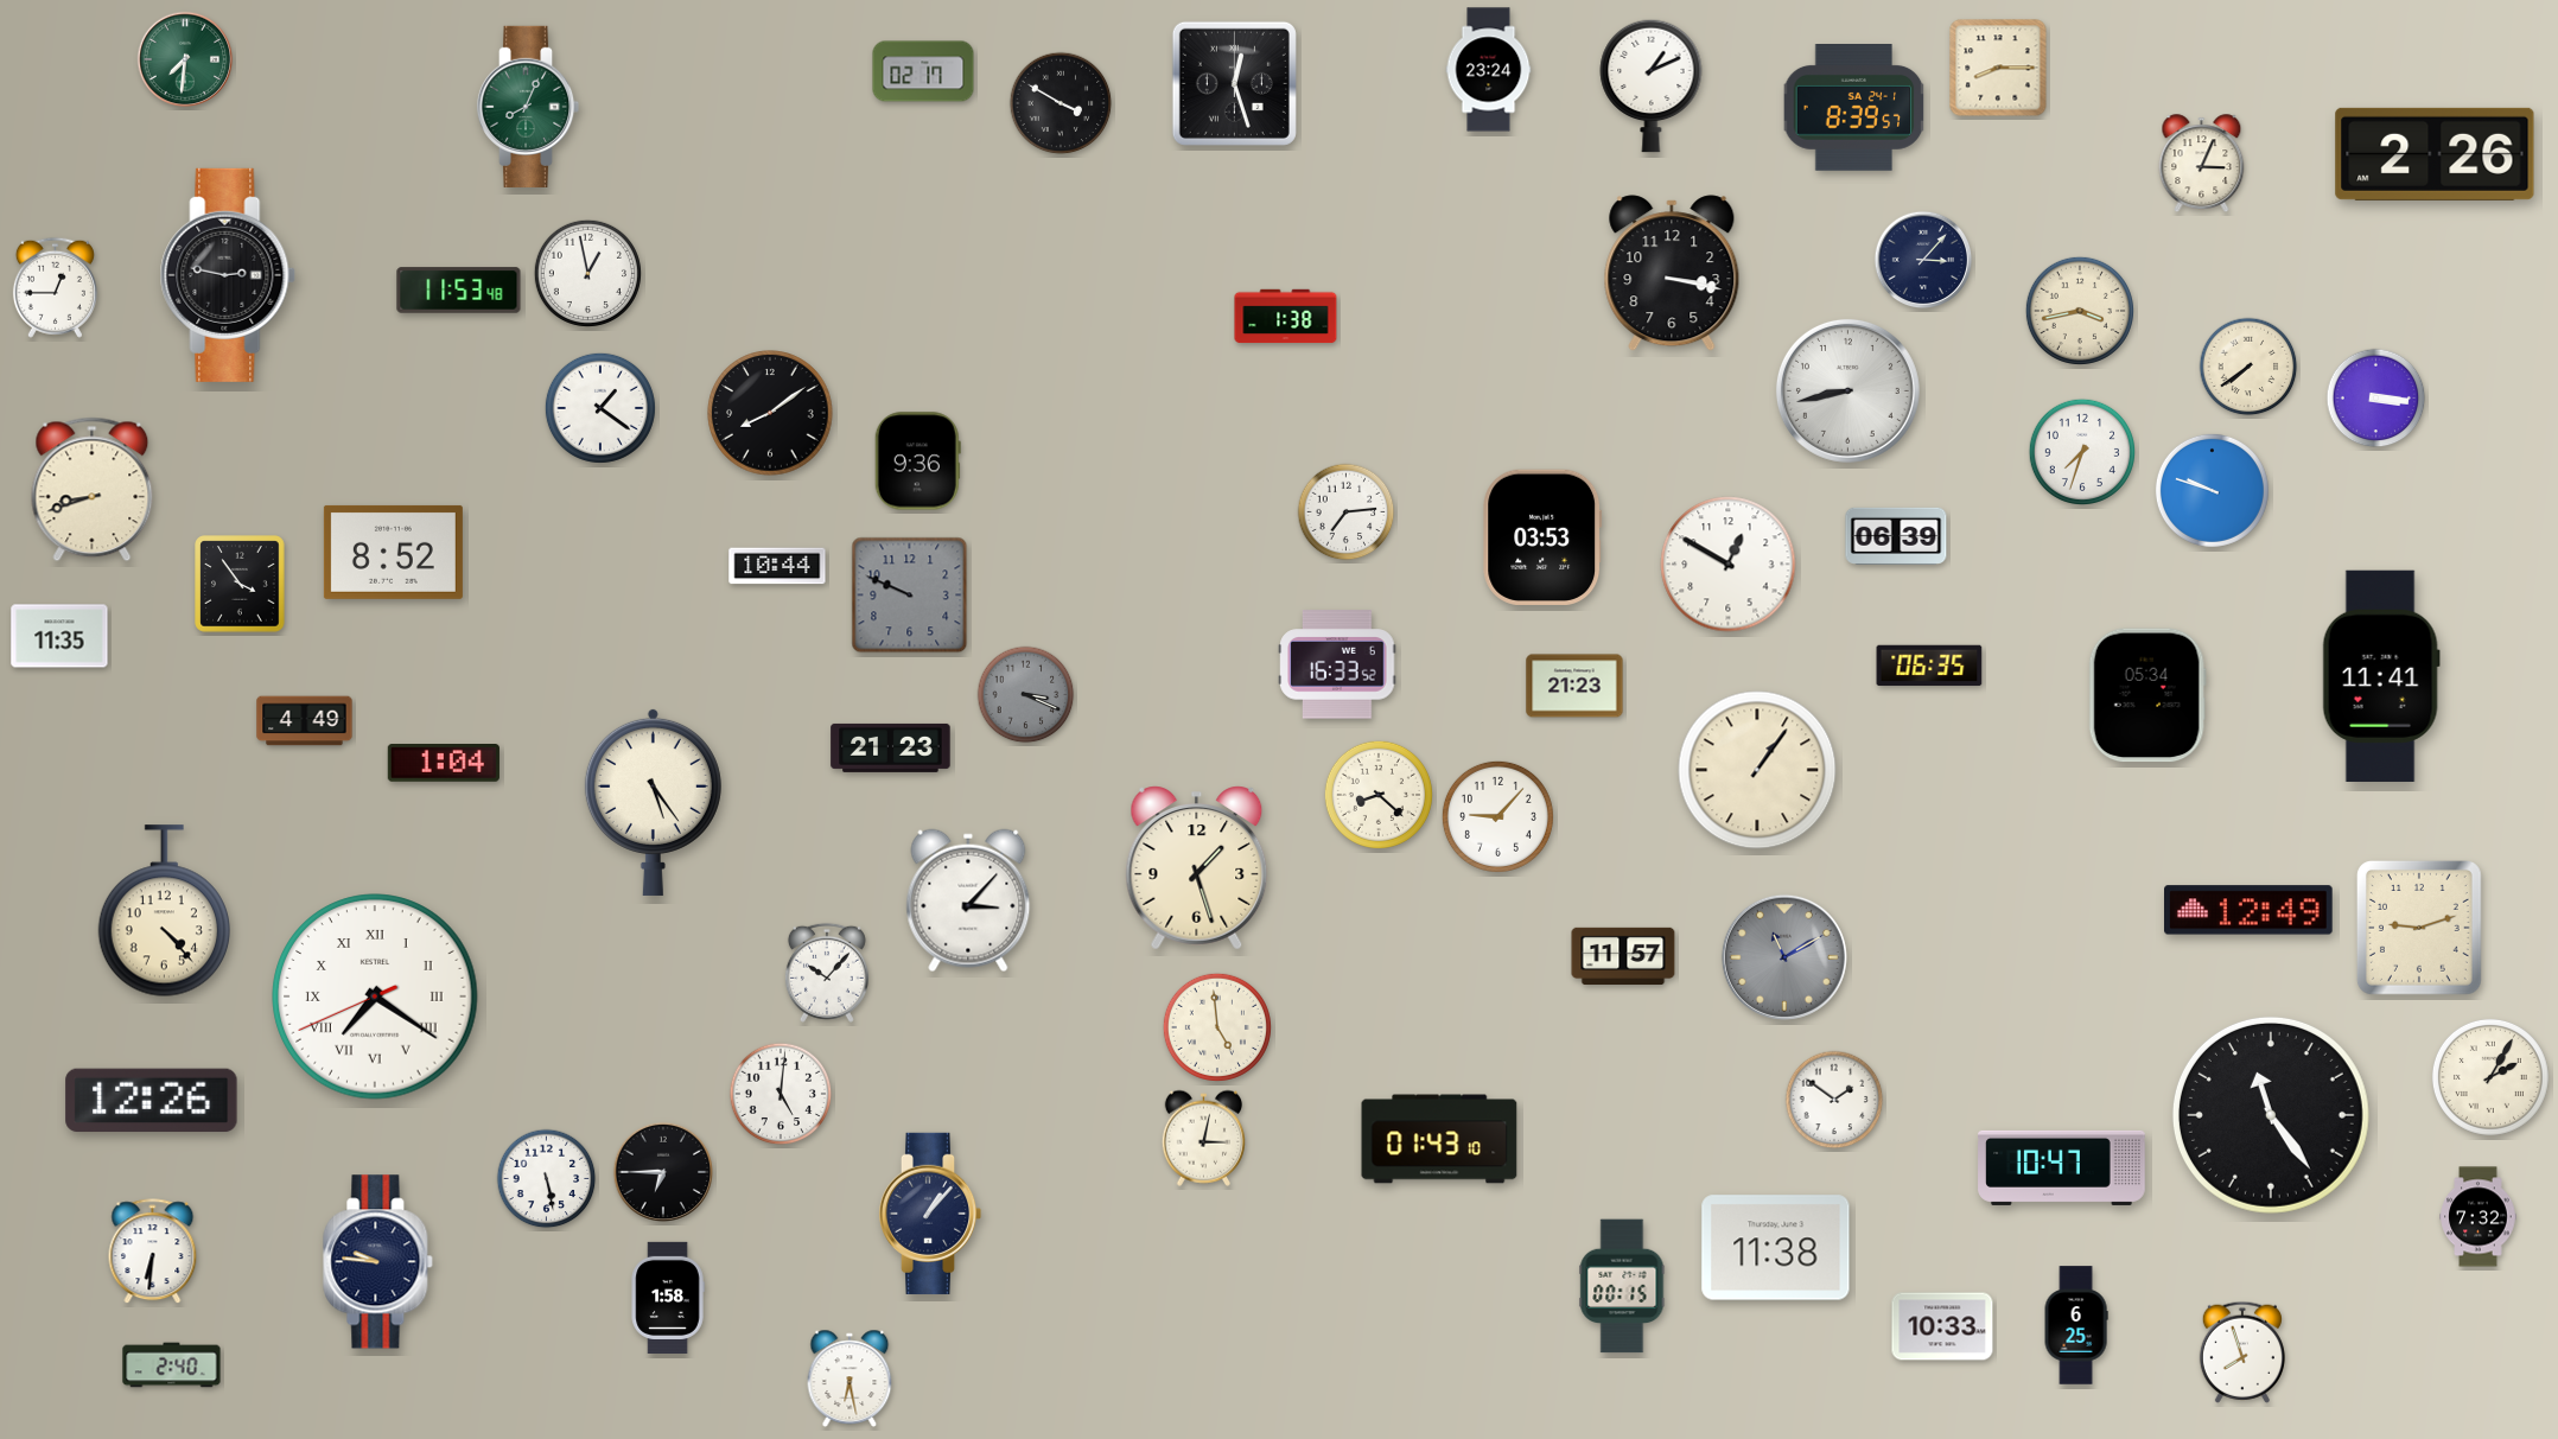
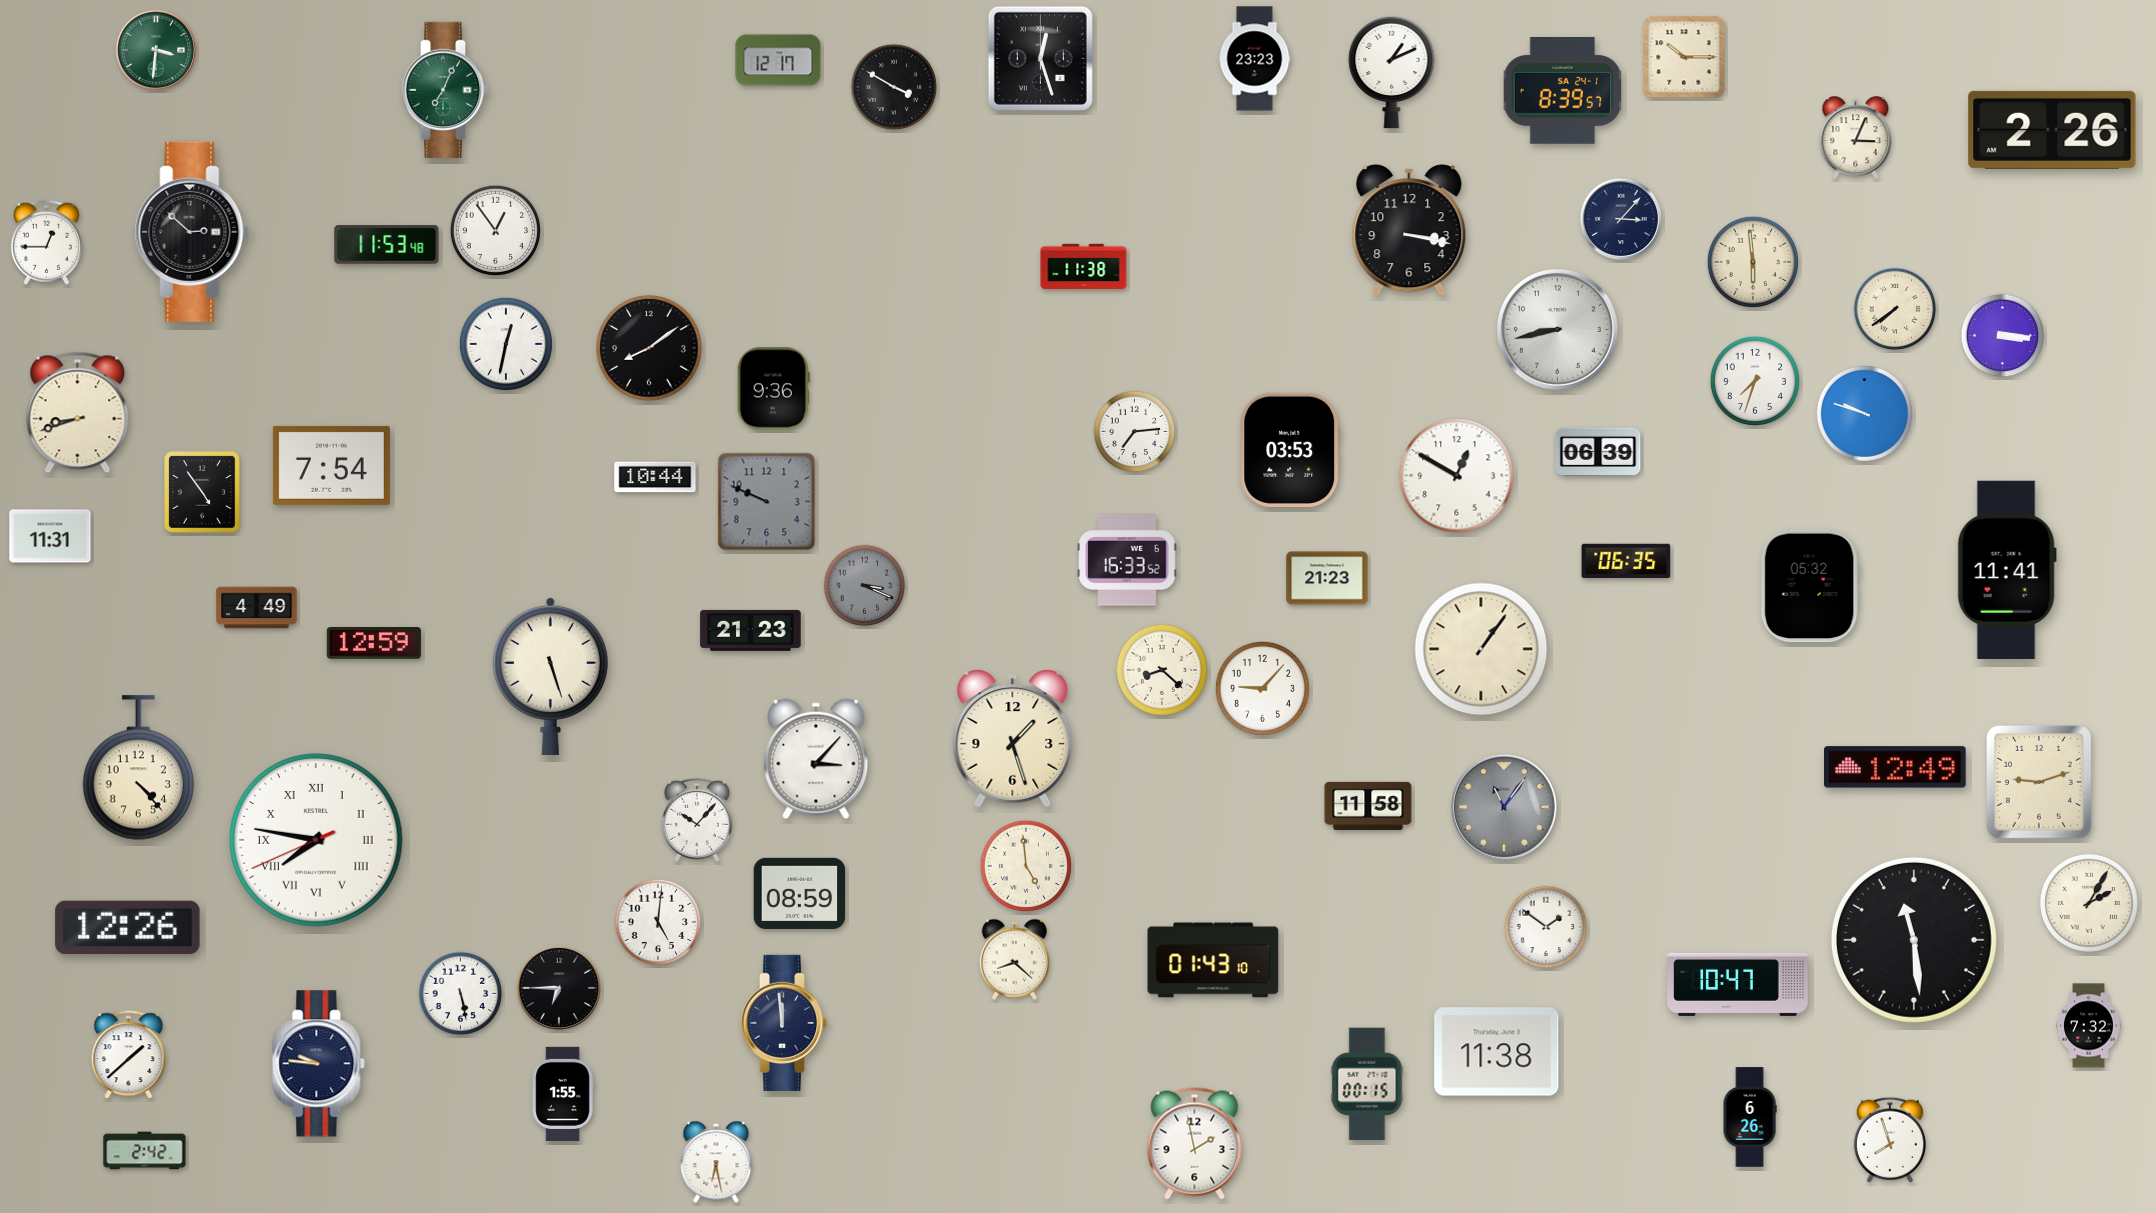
clock at (185, 59): 7:31 -> 3:31
clock at (1998, 68): 8:15 -> 10:15
clock at (1489, 70): 23:24 -> 23:23
clock at (923, 71): 02:17 -> 12:17
clock at (1234, 83) position: (1234, 83) -> (1040, 58)
clock at (528, 107): 8:04 -> 7:04
clock at (587, 273): 12:58 -> 12:54
clock at (228, 275): 2:47 -> 2:52
clock at (2080, 311): 3:43 -> 5:59
clock at (1286, 317): 1:38 -> 11:38
clock at (600, 408): 1:21 -> 12:32
clock at (1542, 537) position: (1542, 537) -> (1290, 450)
clock at (393, 552): 8:52 -> 7:54
clock at (240, 584): 3:54 -> 4:54
clock at (59, 636): 11:35 -> 11:31
clock at (2147, 695): 05:34 -> 05:32
clock at (444, 764): 1:04 -> 12:59
clock at (653, 802): 5:24 -> 5:27
clock at (1197, 868) position: (1197, 868) -> (1013, 739)
clock at (1623, 955): 11:57 -> 11:58
clock at (1784, 957): 11:10 -> 11:06
clock at (375, 997): 7:20 -> 7:46
clock at (800, 893): none -> 08:59
clock at (2490, 1077) position: (2490, 1077) -> (2089, 903)
clock at (2271, 1115): 11:24 -> 11:29
clock at (1203, 1138): 3:02 -> 8:22
clock at (930, 1214): 1:07 -> 11:59
clock at (153, 1252): 6:31 -> 1:38
clock at (668, 1297): 1:58 -> 1:55
clock at (2076, 1325): 6:25 -> 6:26
clock at (1942, 1326): 10:33 -> none
clock at (1195, 1144): none -> 1:58
clock at (172, 1365): 2:40 -> 2:42
